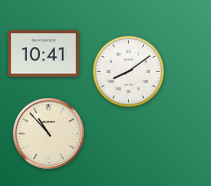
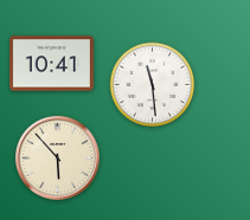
clock at (129, 72): 8:09 -> 11:29
clock at (49, 134): 10:53 -> 5:53
